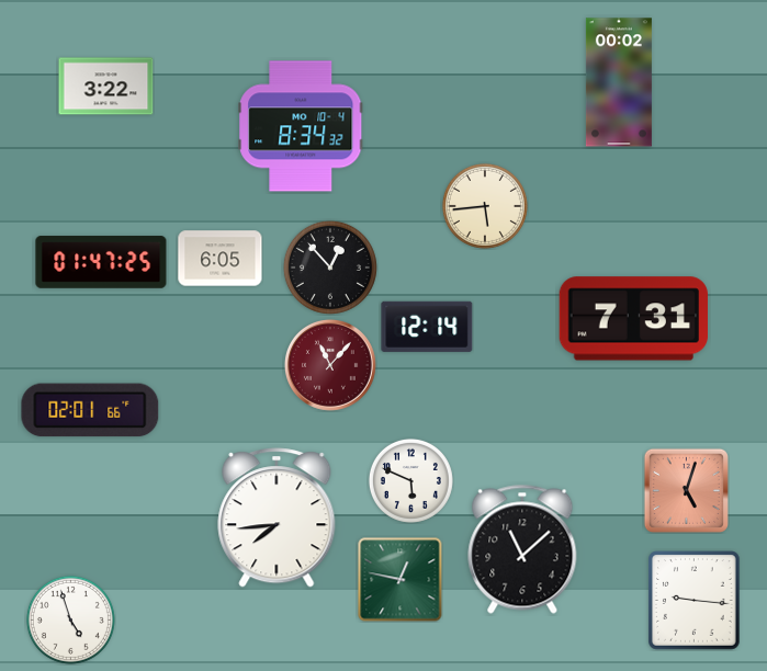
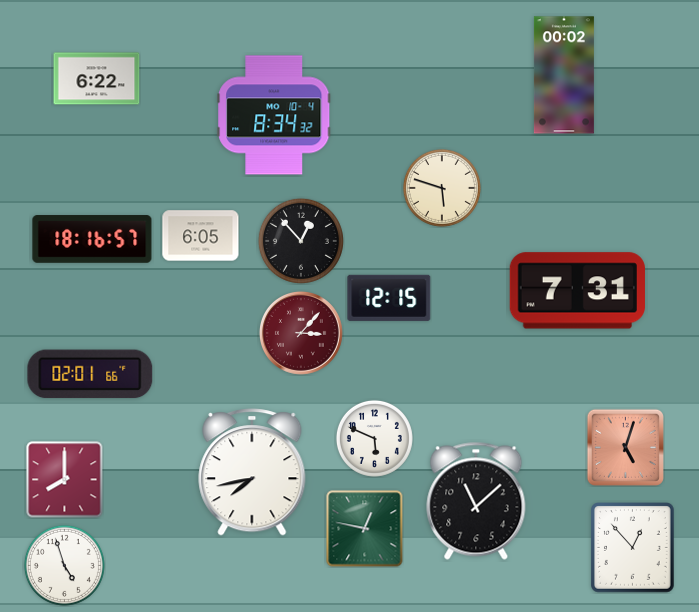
clock at (106, 87): 3:22 -> 6:22
clock at (485, 206): 5:44 -> 5:48
clock at (101, 262): 01:47 -> 18:16
clock at (330, 268) position: (330, 268) -> (301, 241)
clock at (427, 327): 12:14 -> 12:15
clock at (330, 365): 11:07 -> 3:07
clock at (90, 410) position: (90, 410) -> (90, 374)
clock at (277, 518): 7:44 -> 7:43
clock at (65, 480): none -> 8:00
clock at (695, 601): 9:16 -> 12:53
